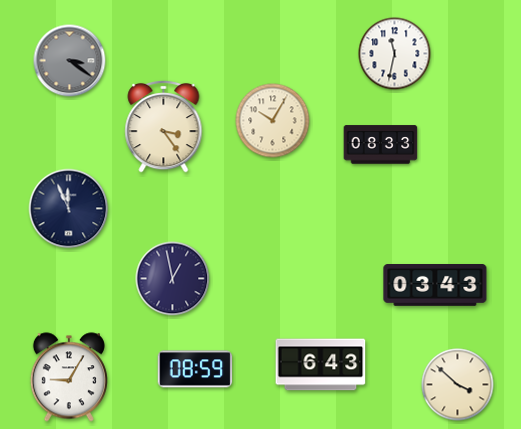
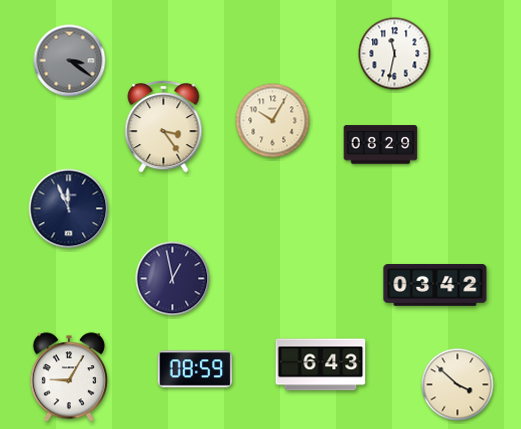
clock at (381, 145): 08:33 -> 08:29
clock at (435, 286): 03:43 -> 03:42
